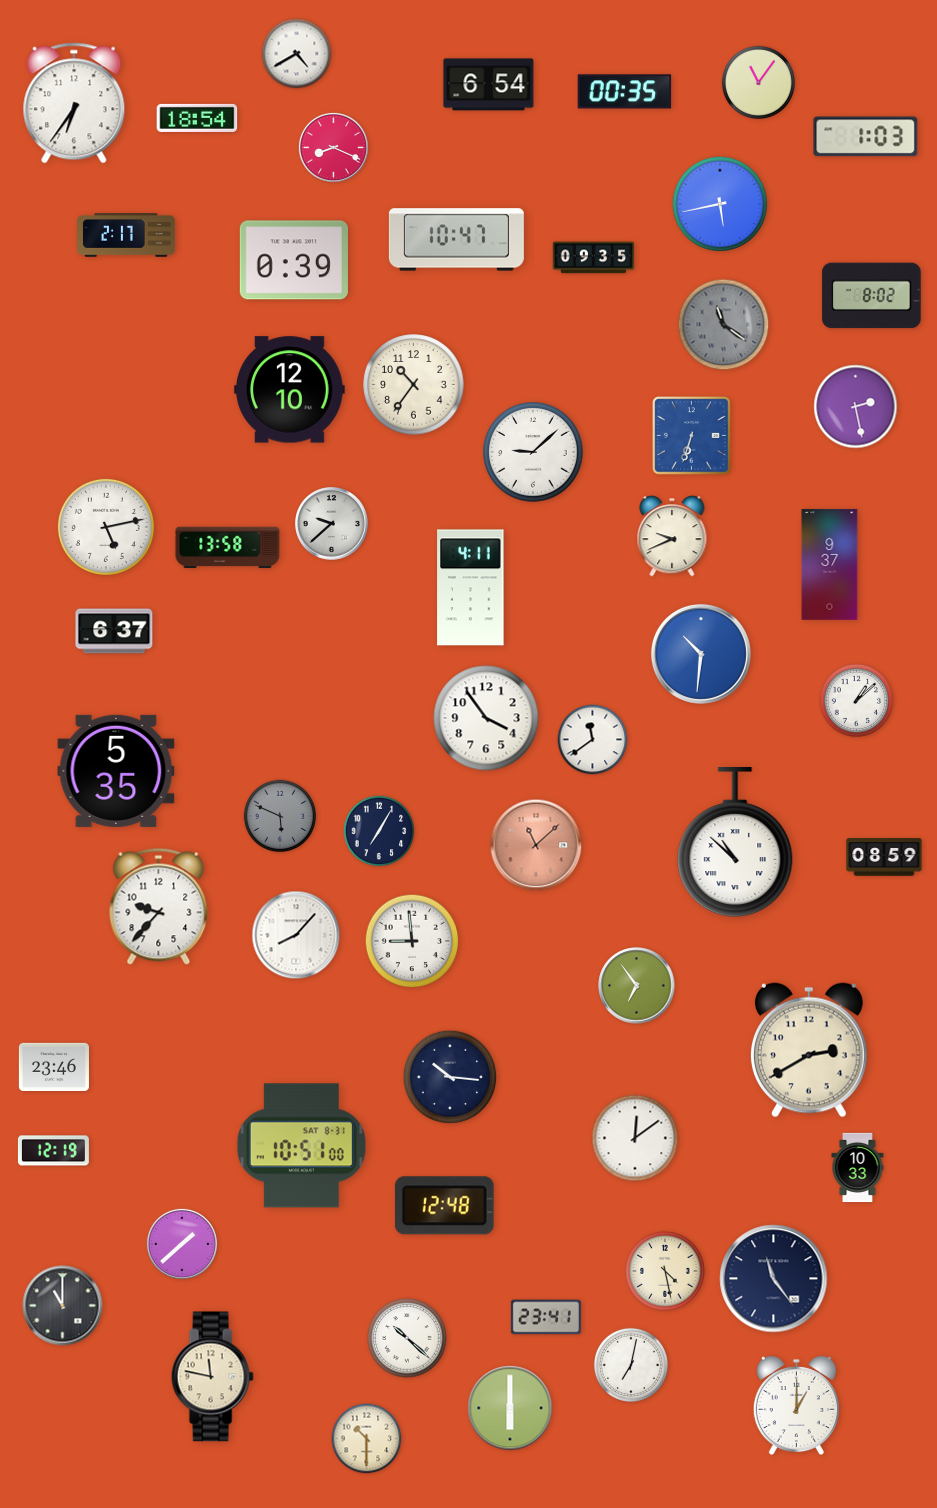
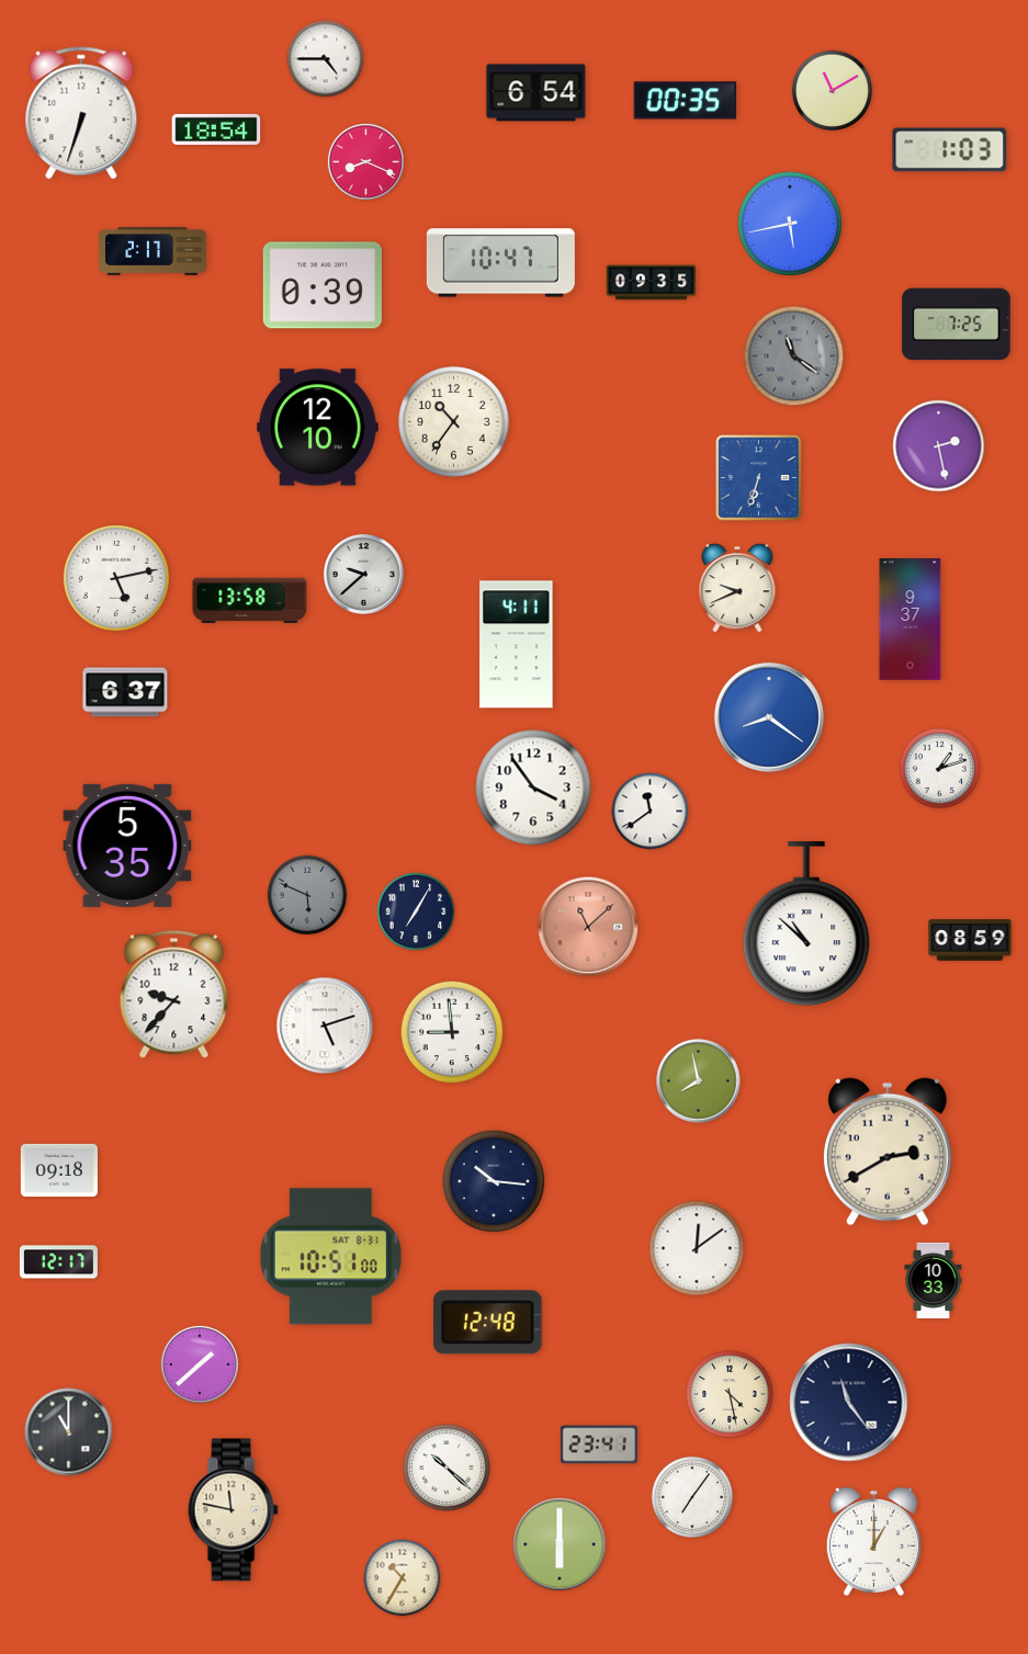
clock at (297, 54): 4:40 -> 4:45
clock at (759, 83): 11:06 -> 11:10
clock at (74, 103): 6:36 -> 6:33
clock at (126, 235) position: (126, 235) -> (152, 251)
clock at (872, 296): 8:02 -> 7:25
clock at (533, 452): 9:08 -> none
clock at (701, 654): 10:31 -> 8:21
clock at (857, 701): 1:08 -> 1:12
clock at (296, 935): 8:07 -> 5:12
clock at (637, 986): 6:54 -> 7:58
clock at (54, 1066): 23:46 -> 09:18
clock at (53, 1151): 12:19 -> 12:17
clock at (858, 1168) position: (858, 1168) -> (934, 1281)
clock at (631, 1365): 7:02 -> 7:06
clock at (367, 1439): 10:30 -> 10:35
